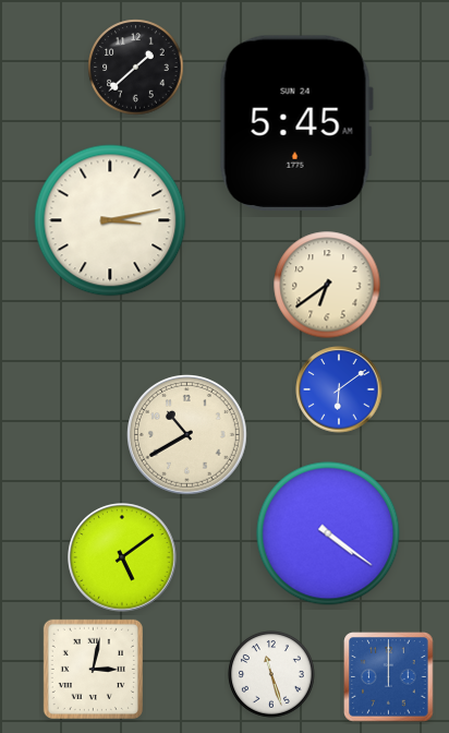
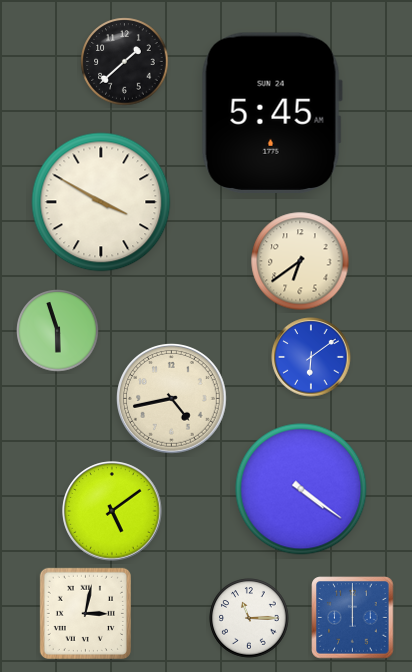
clock at (110, 220): 3:13 -> 3:50
clock at (58, 331): none -> 5:57
clock at (187, 435): 10:40 -> 4:43
clock at (271, 674): 11:27 -> 11:15
clock at (389, 677) position: (389, 677) -> (353, 618)
